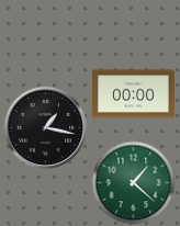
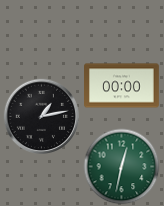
clock at (45, 127): 1:17 -> 1:13
clock at (134, 183): 1:22 -> 12:32
